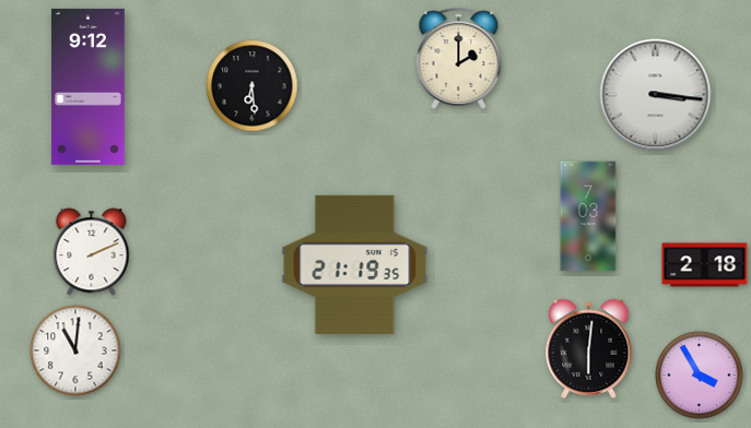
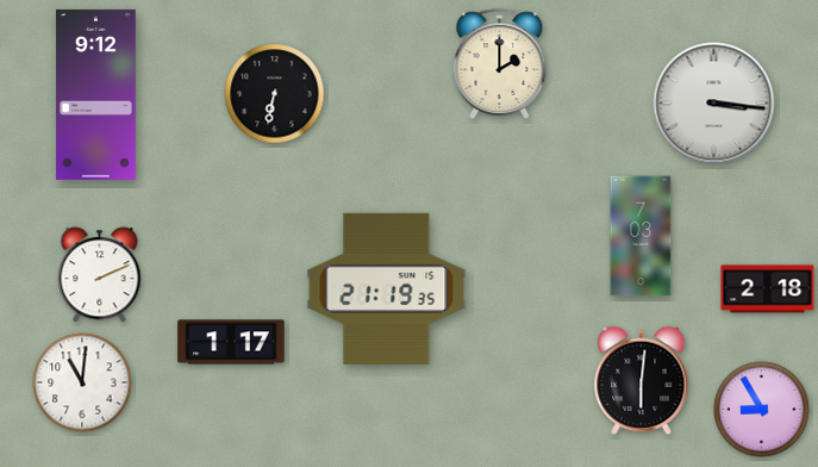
clock at (253, 86): 6:29 -> 6:32
clock at (231, 342): none -> 1:17
clock at (700, 376): 3:55 -> 8:55
